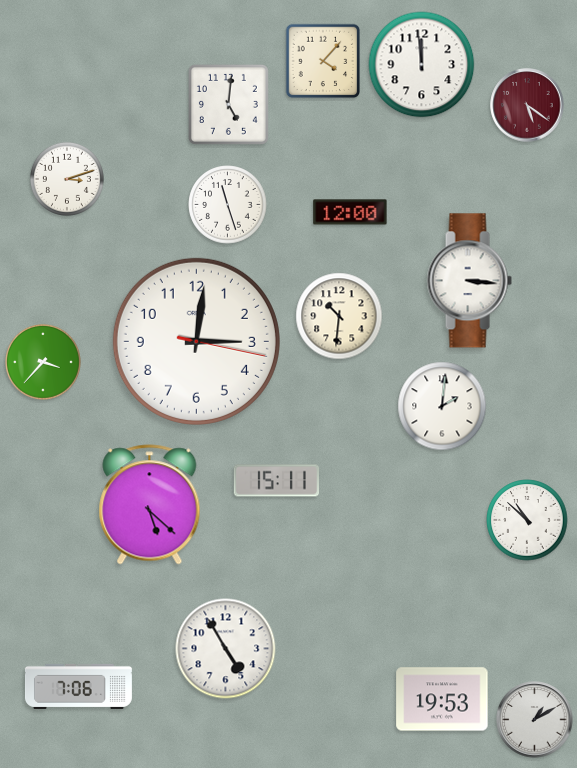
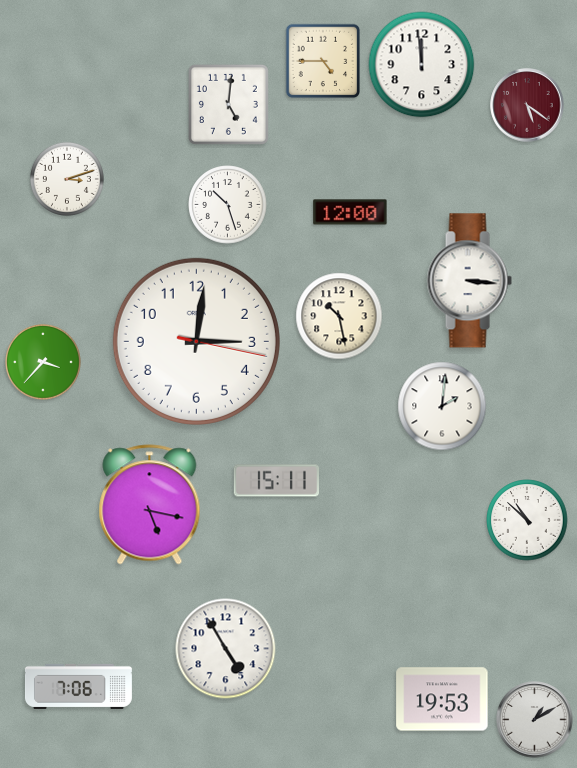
clock at (323, 61): 4:07 -> 4:45
clock at (228, 205): 11:27 -> 10:27
clock at (339, 316): 10:31 -> 10:28
clock at (150, 505): 5:22 -> 5:17
